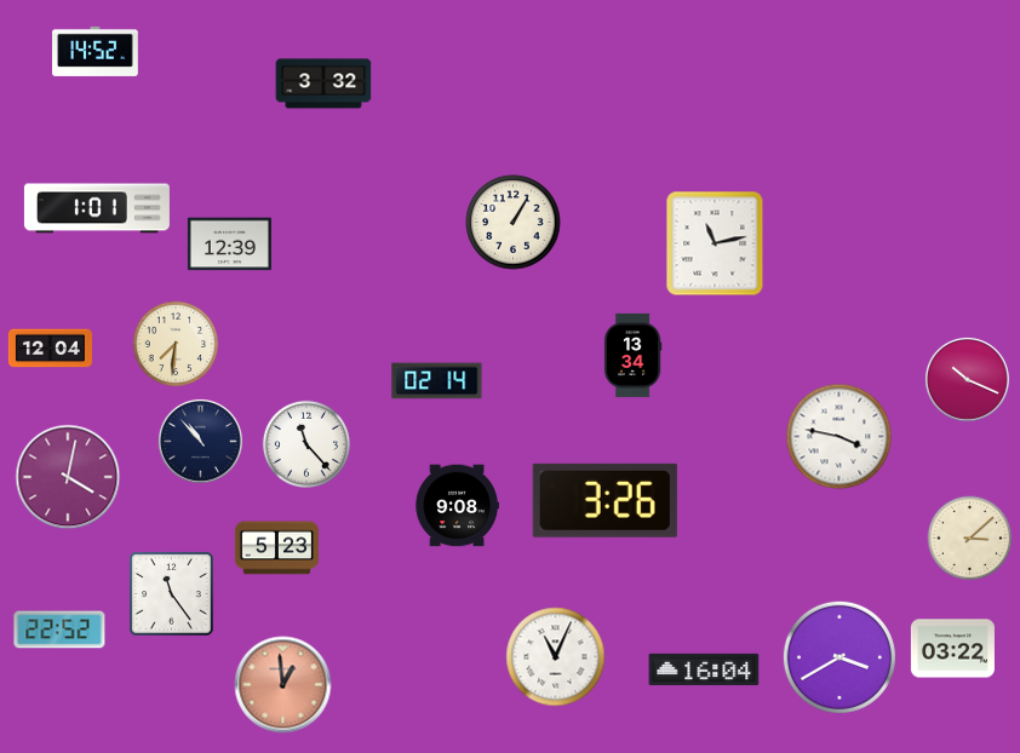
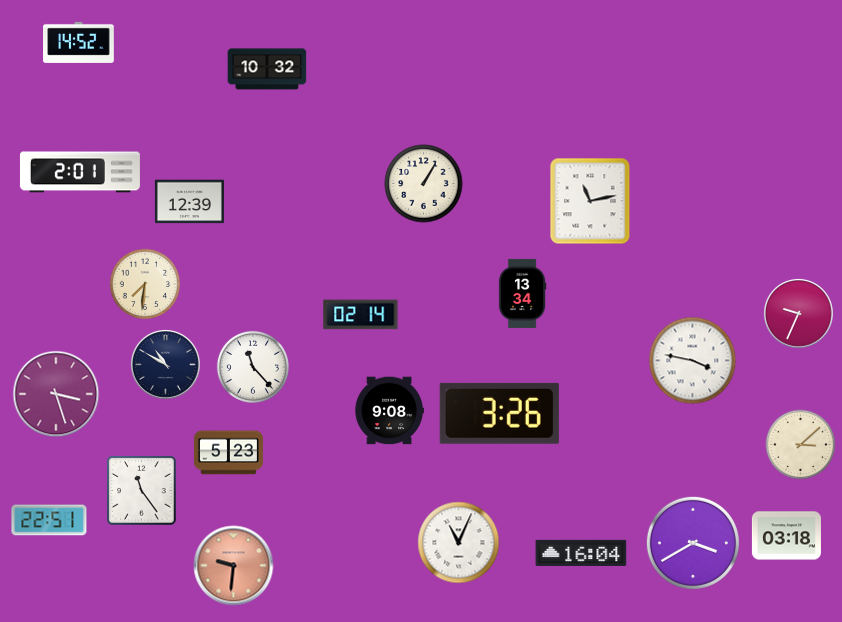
clock at (323, 84): 3:32 -> 10:32
clock at (97, 208): 1:01 -> 2:01
clock at (50, 349): 12:04 -> none
clock at (967, 379): 10:19 -> 9:34
clock at (200, 441): 10:53 -> 10:50
clock at (68, 477): 4:02 -> 3:27
clock at (457, 506) position: (457, 506) -> (389, 411)
clock at (59, 630): 22:52 -> 22:51
clock at (952, 649): 03:22 -> 03:18
clock at (283, 685): 12:59 -> 9:31
